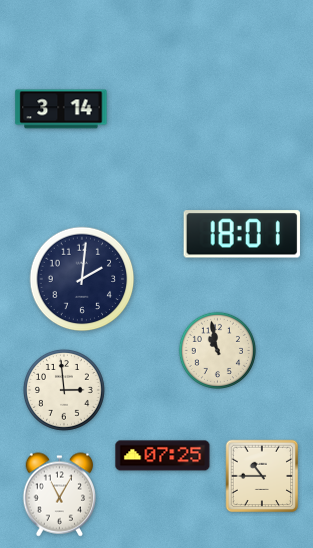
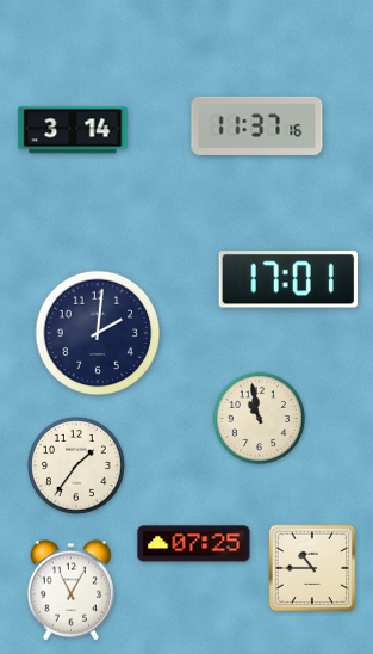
clock at (257, 125): none -> 11:37
clock at (242, 234): 18:01 -> 17:01
clock at (65, 391): 2:59 -> 1:36
